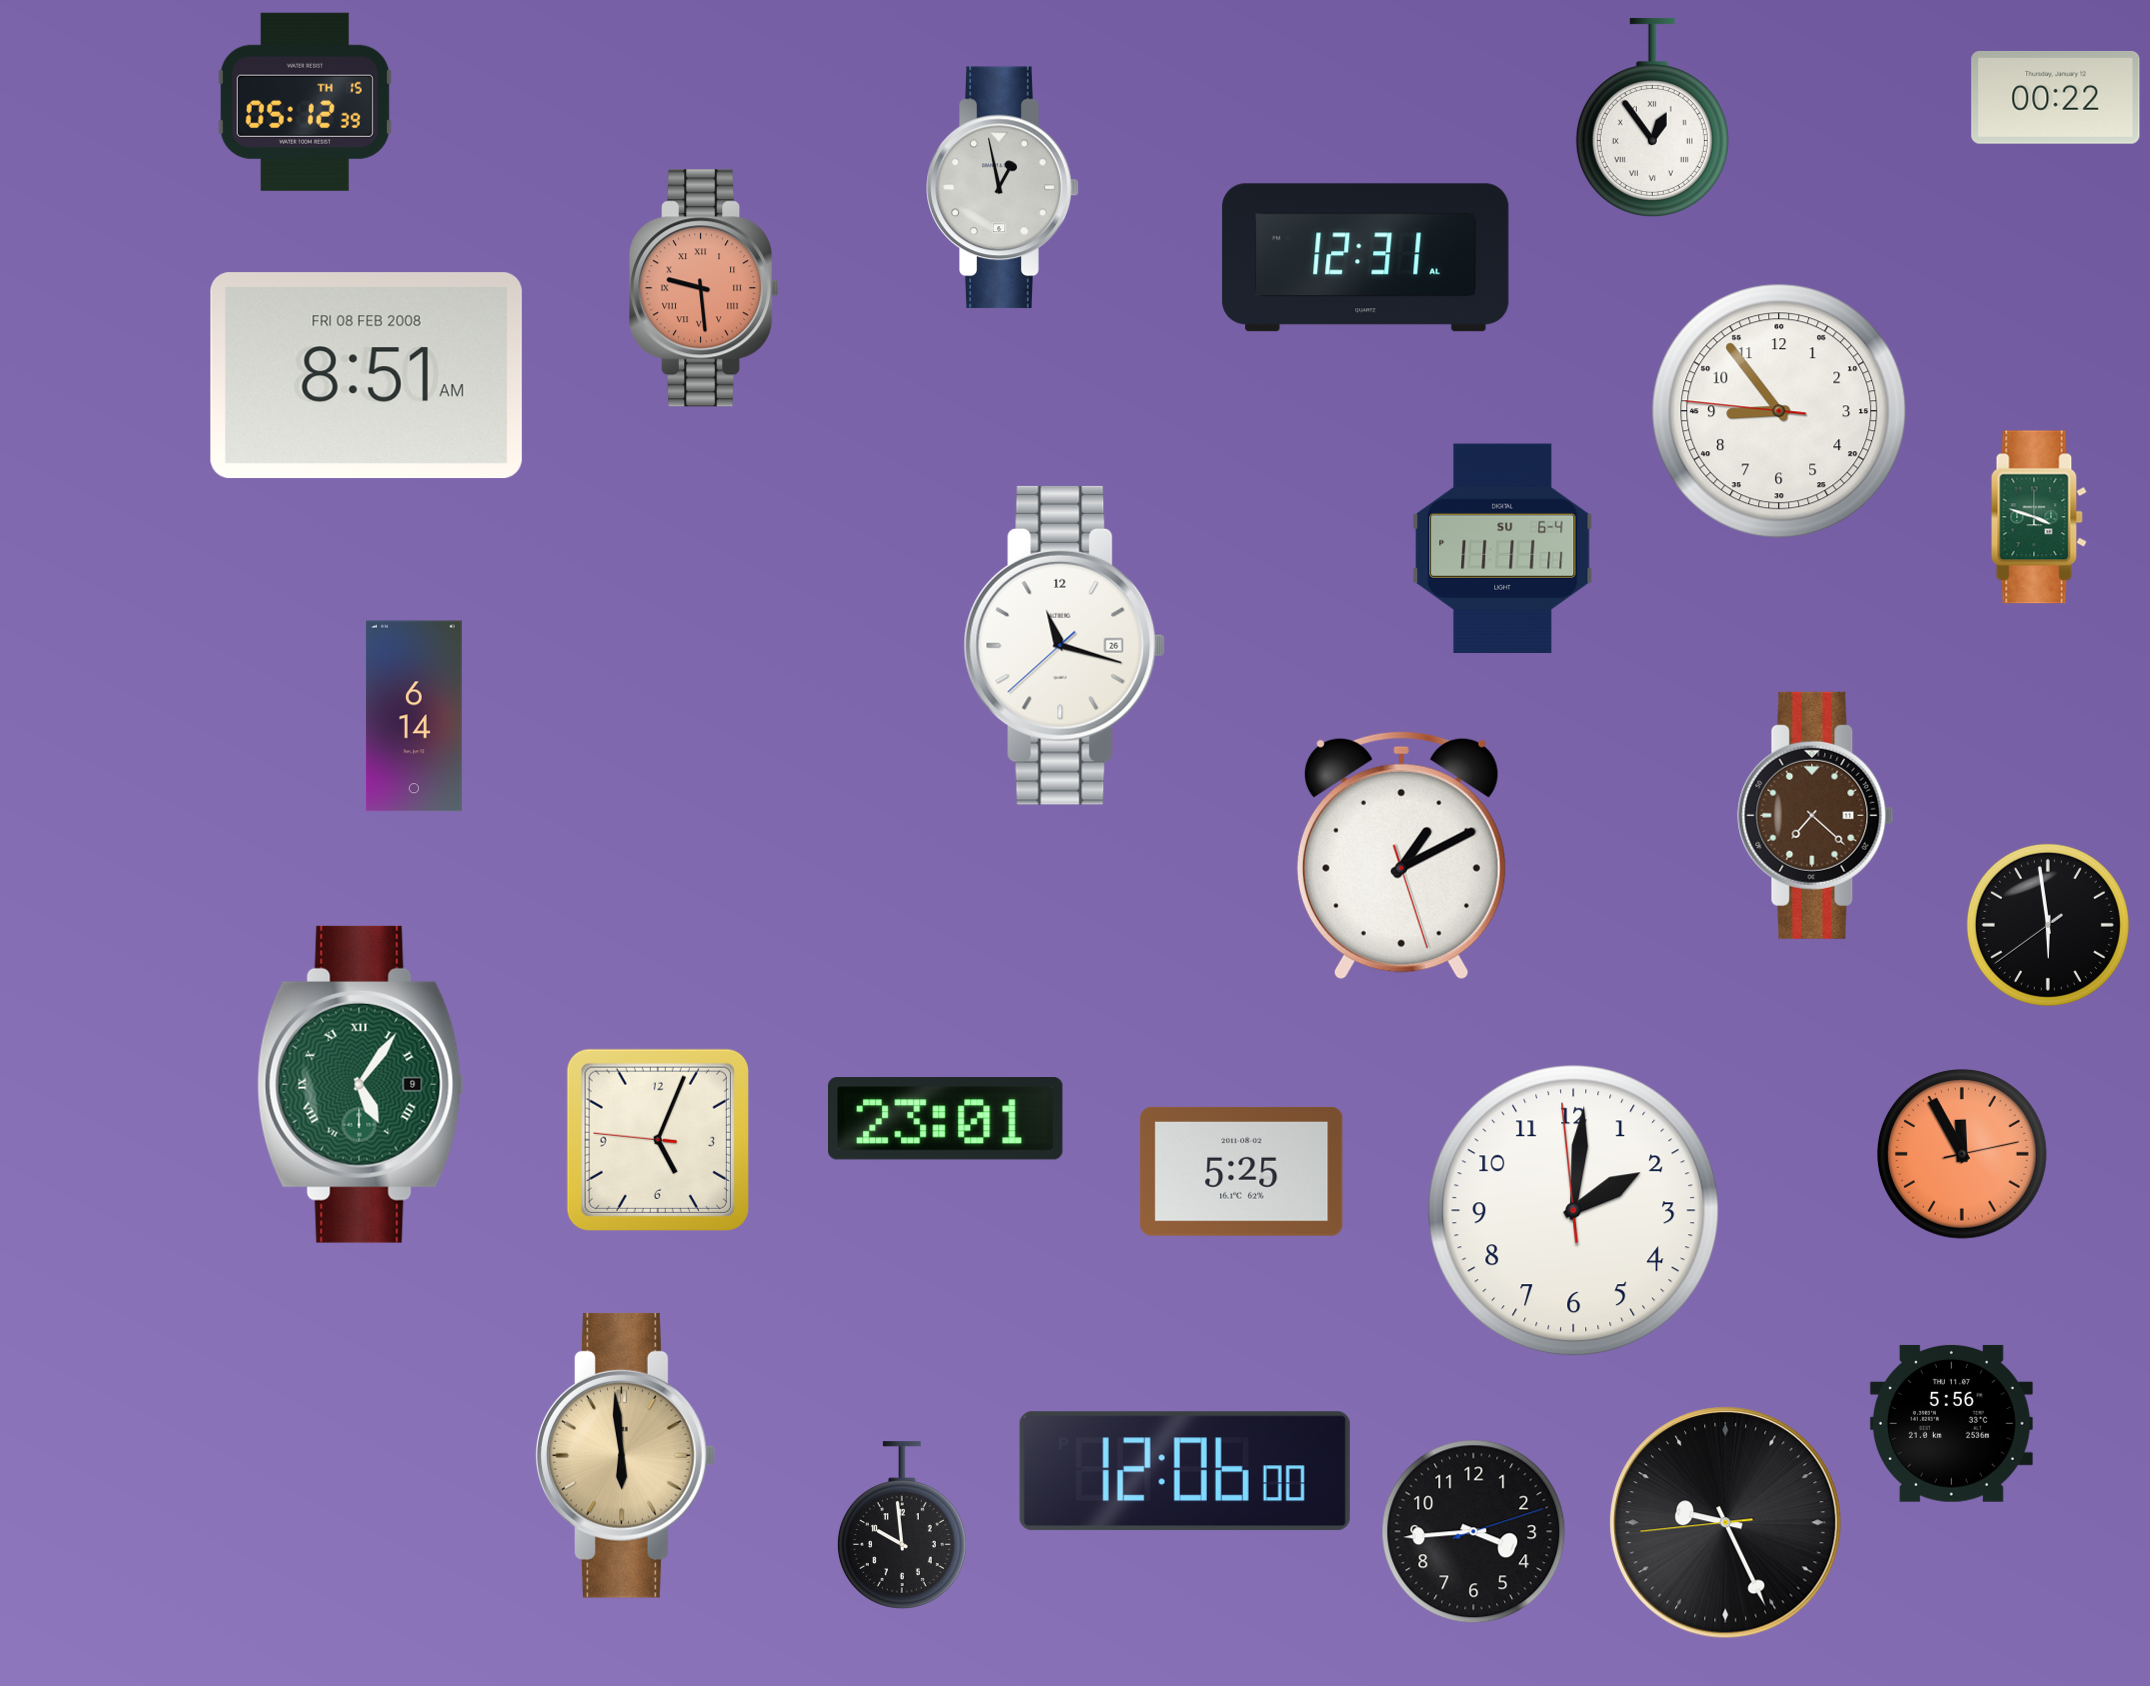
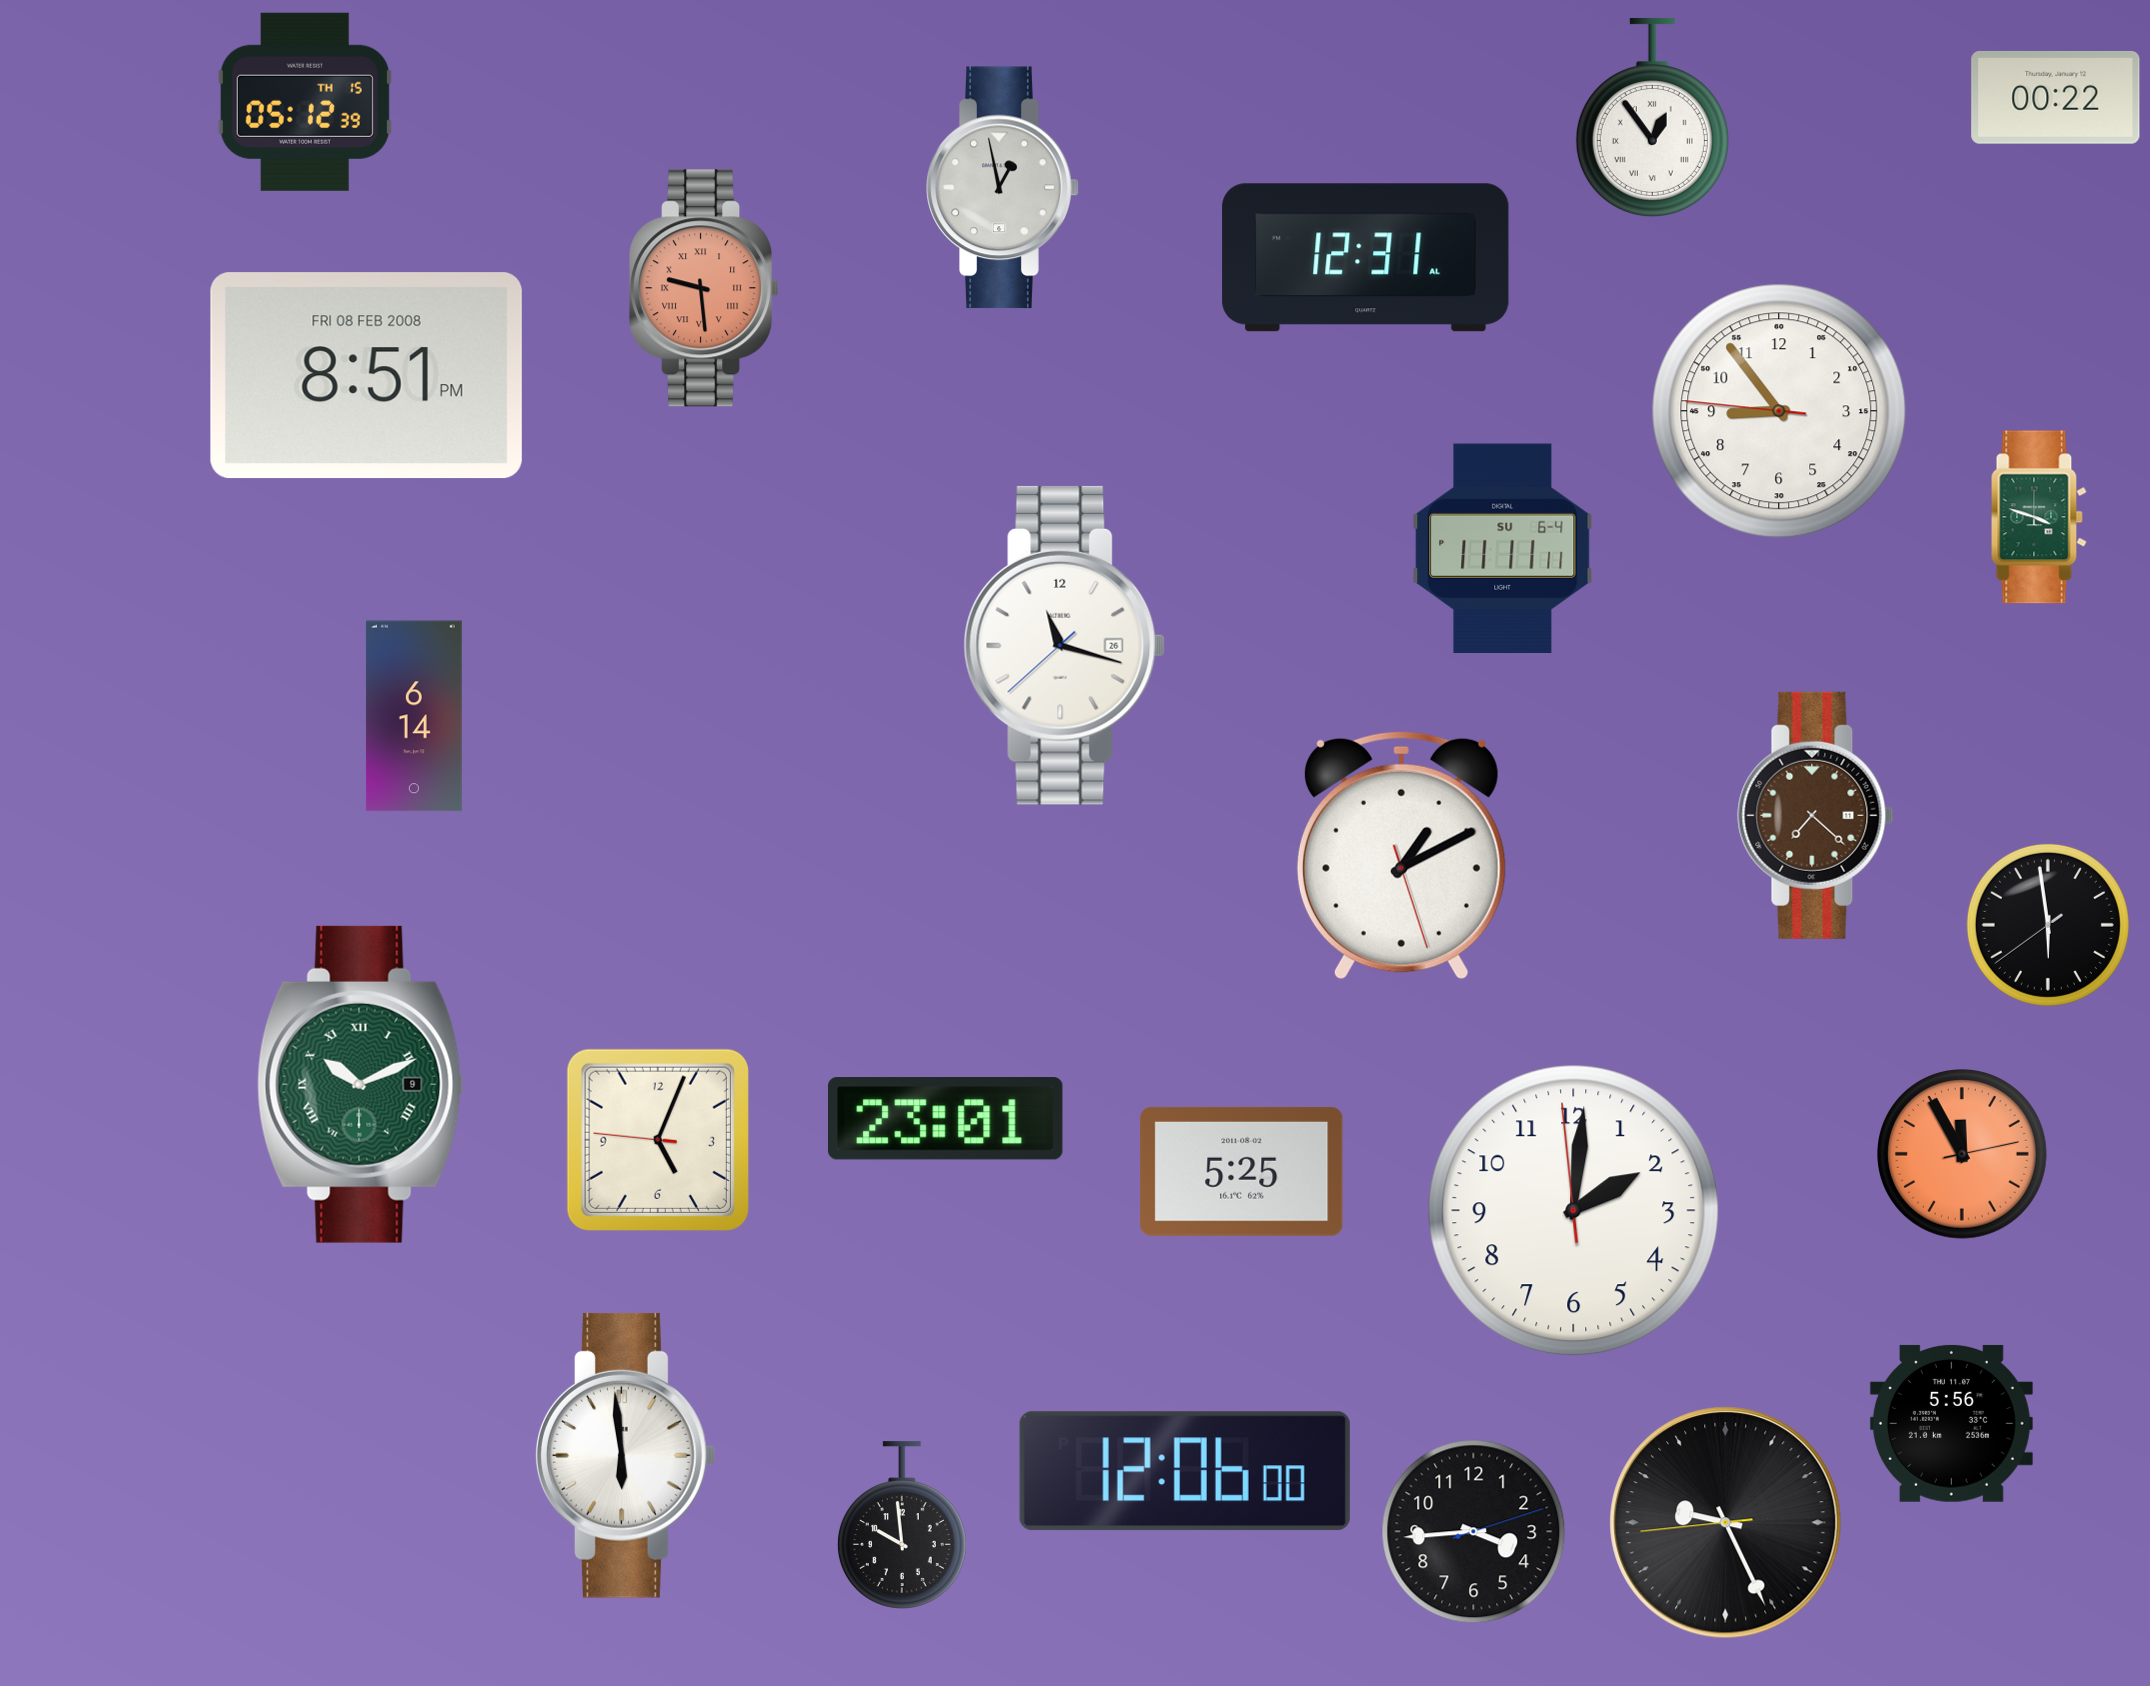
clock at (366, 376): 8:51 AM -> 8:51 PM
clock at (360, 1084): 5:06 -> 10:11
clock at (625, 1455) dial: champagne -> white
